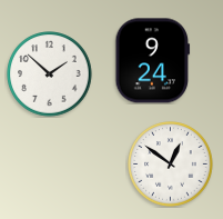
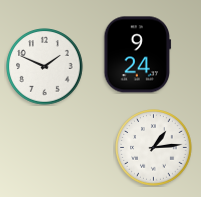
clock at (50, 74): 1:52 -> 1:49
clock at (171, 165): 12:51 -> 1:14
